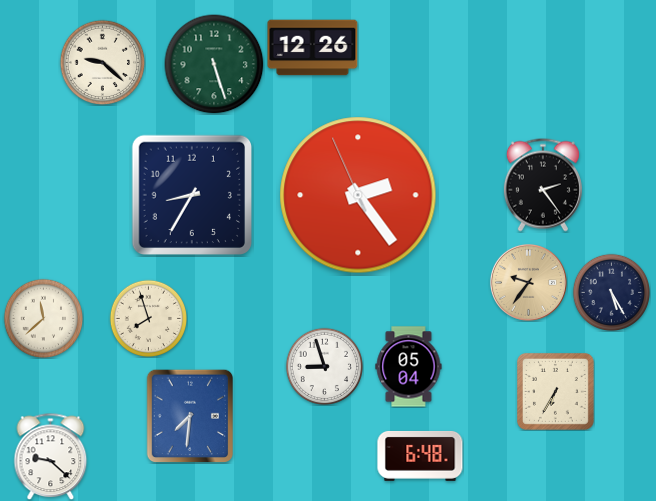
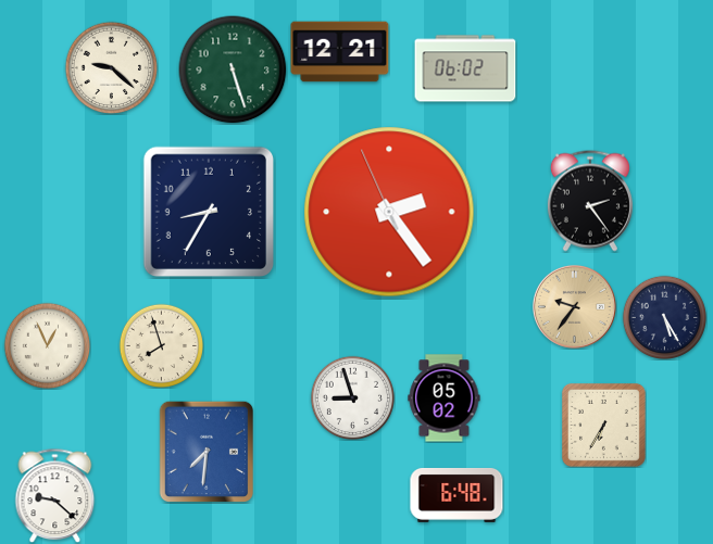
clock at (313, 48): 12:26 -> 12:21
clock at (465, 68): none -> 06:02
clock at (43, 318): 11:38 -> 12:56
clock at (409, 367): 05:04 -> 05:02
